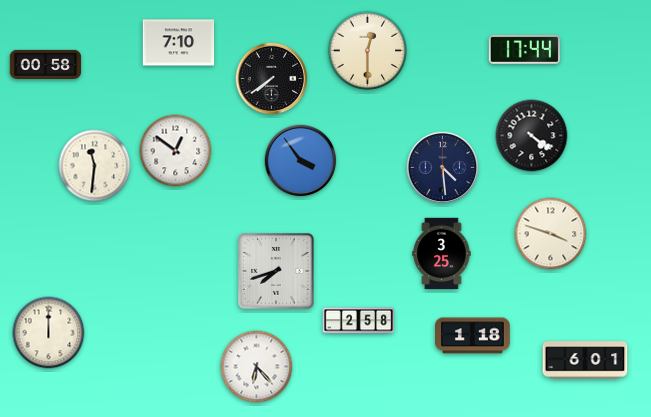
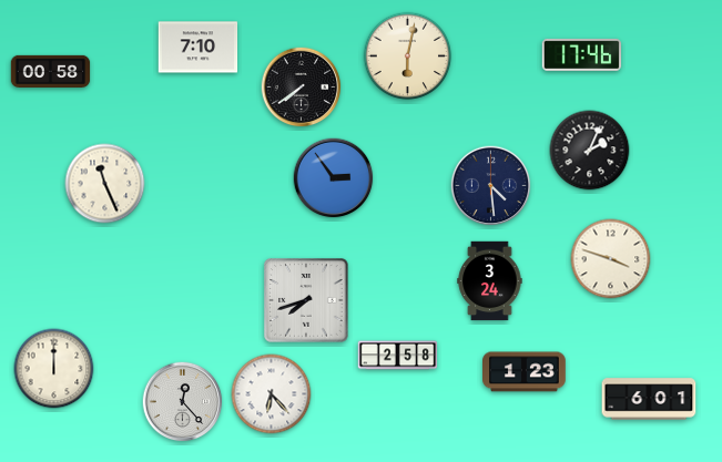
clock at (525, 49): 17:44 -> 17:46
clock at (368, 51): 12:30 -> 6:02
clock at (532, 136): 4:21 -> 2:04
clock at (176, 151): 12:51 -> none
clock at (301, 161): 3:54 -> 2:54
clock at (95, 166): 11:31 -> 11:26
clock at (442, 254): 3:25 -> 3:24
clock at (473, 336): 1:18 -> 1:23
clock at (183, 402): none -> 12:23
clock at (257, 367) position: (257, 367) -> (272, 394)
